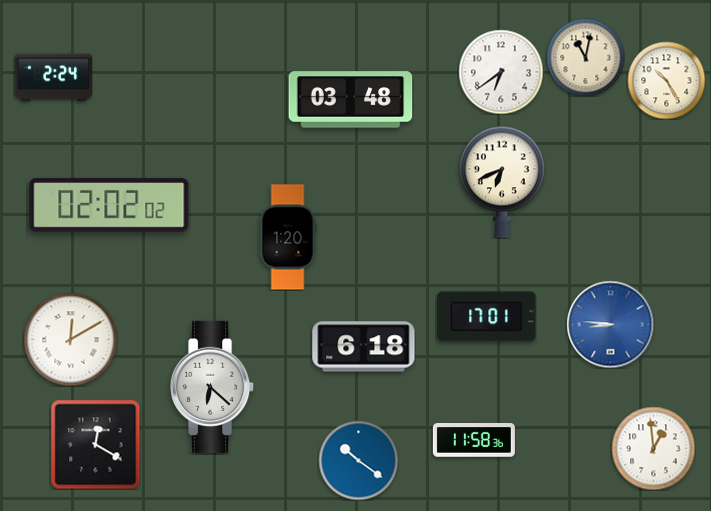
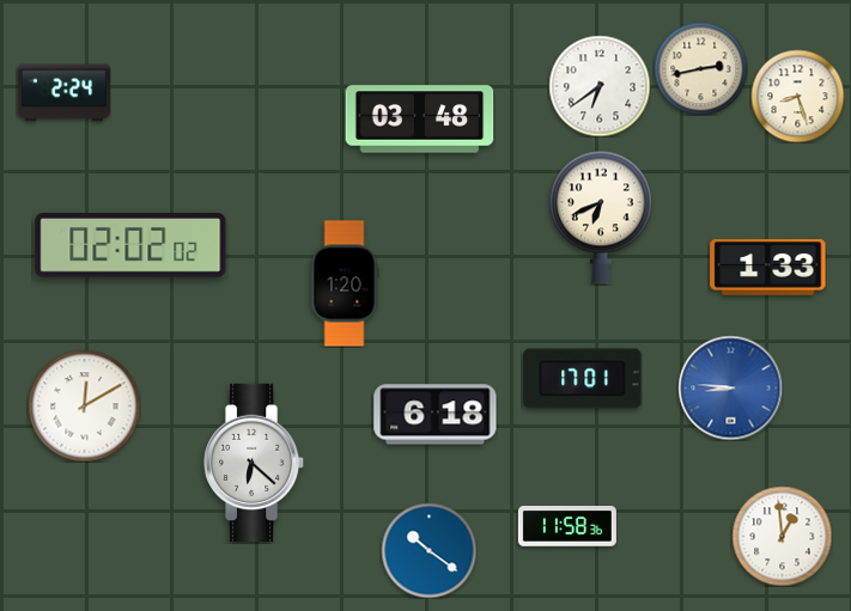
clock at (585, 57): 11:02 -> 2:43
clock at (666, 80): 10:25 -> 8:27
clock at (768, 268): none -> 1:33
clock at (95, 444): 12:20 -> none
